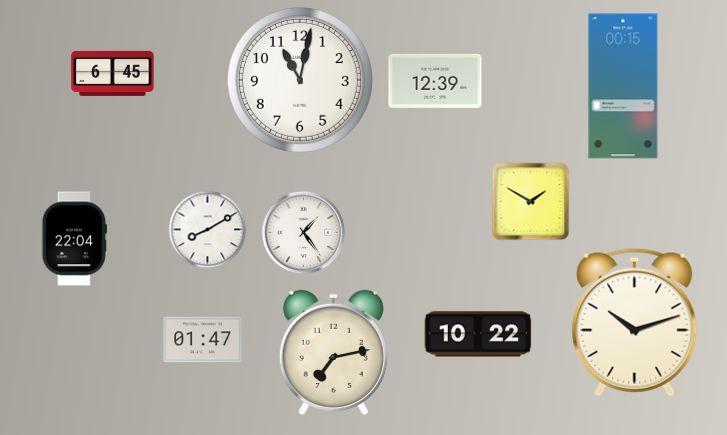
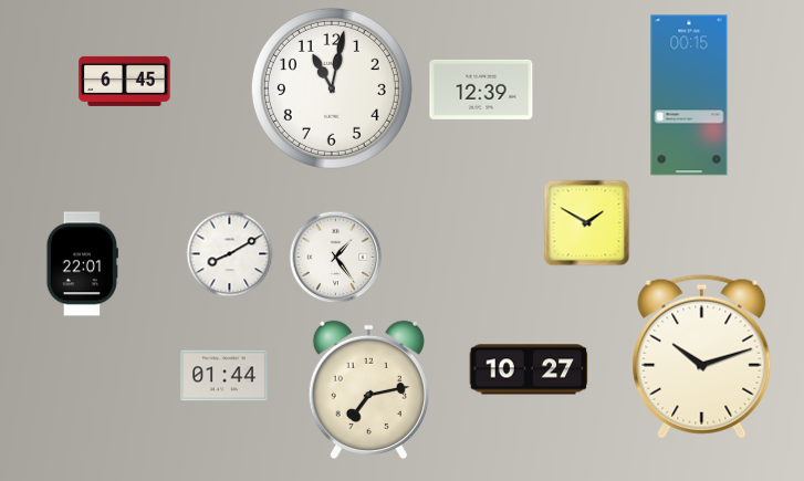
clock at (74, 239): 22:04 -> 22:01
clock at (478, 334): 10:22 -> 10:27
clock at (203, 340): 01:47 -> 01:44
